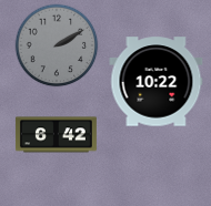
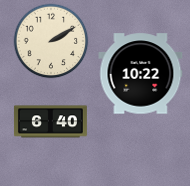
clock at (57, 45) dial: grey -> cream
clock at (56, 135): 6:42 -> 6:40
